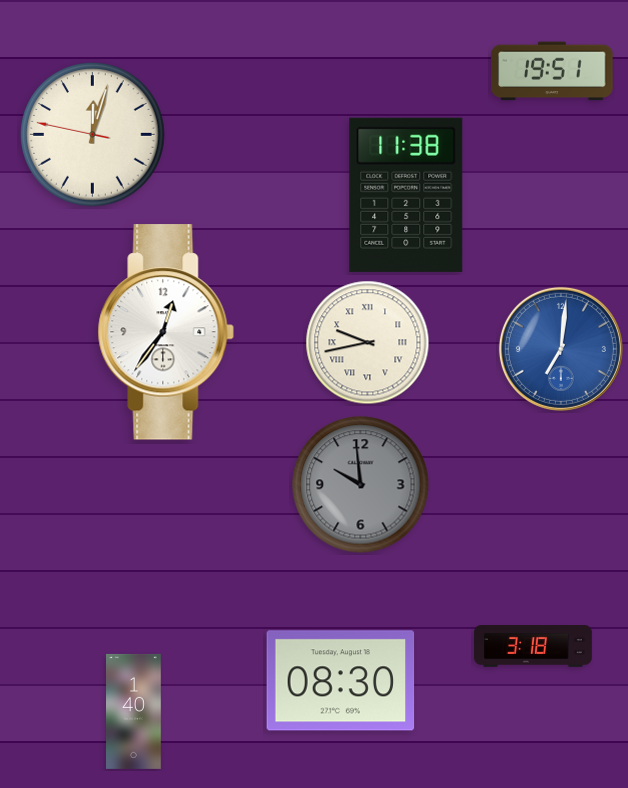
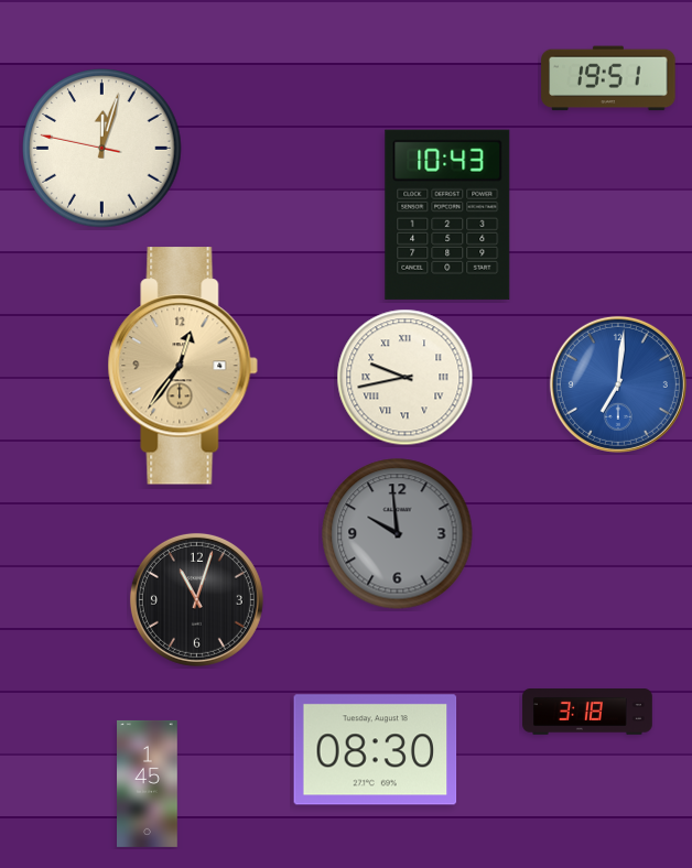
clock at (406, 195): 11:38 -> 10:43
clock at (166, 332) dial: white -> champagne
clock at (196, 599): none -> 11:03
clock at (134, 711): 1:40 -> 1:45
